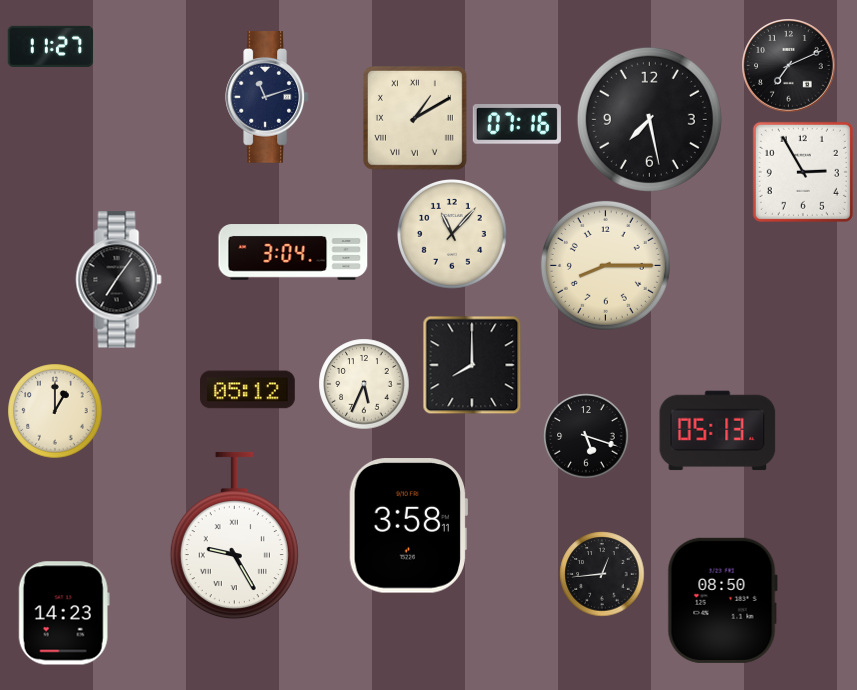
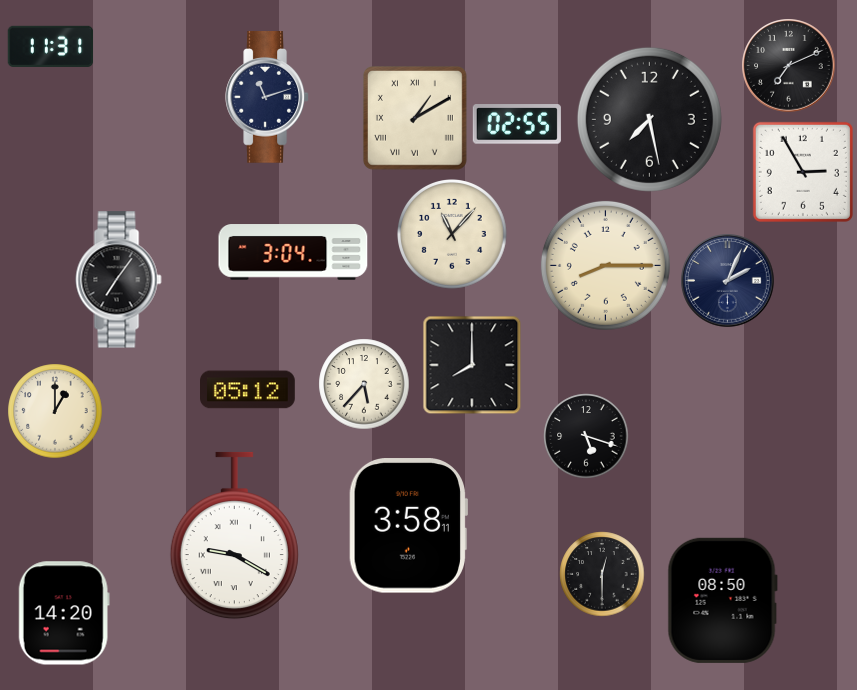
clock at (51, 46): 11:27 -> 11:31
clock at (517, 124): 07:16 -> 02:55
clock at (728, 281): none -> 2:04
clock at (364, 384): 5:34 -> 5:37
clock at (718, 431): 05:13 -> none
clock at (234, 536): 9:25 -> 9:20
clock at (602, 574): 12:44 -> 12:30
clock at (64, 613): 14:23 -> 14:20
